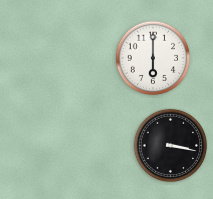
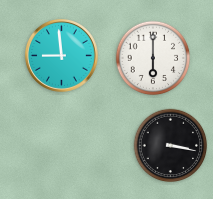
clock at (61, 55): none -> 8:59
